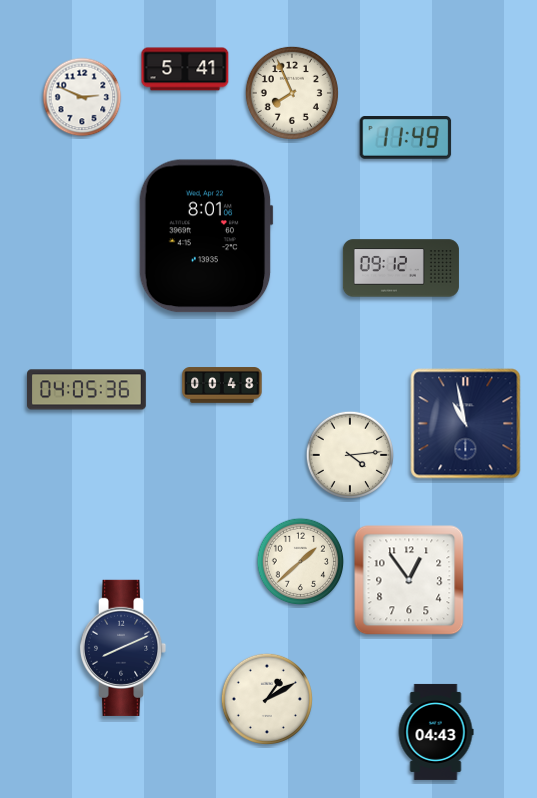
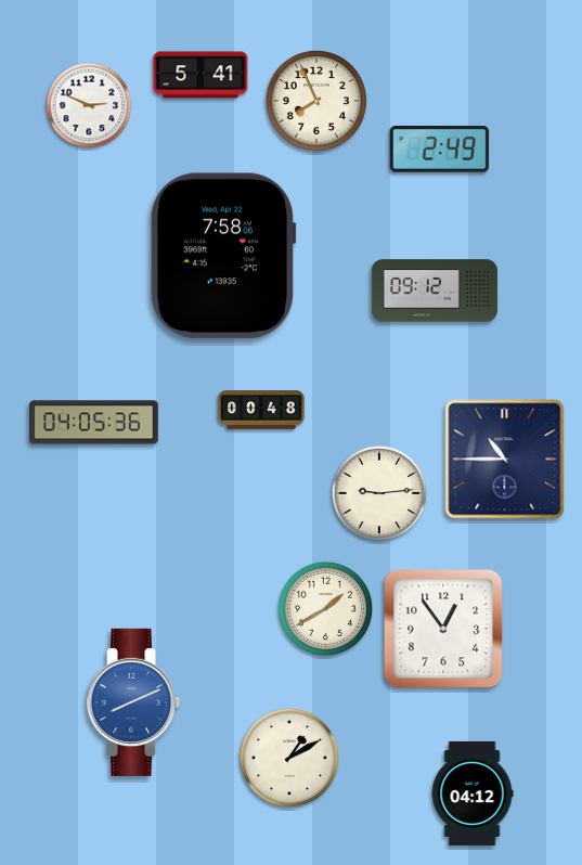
clock at (406, 138): 11:49 -> 2:49
clock at (206, 236): 8:01 -> 7:58
clock at (222, 385) position: (222, 385) -> (261, 410)
clock at (466, 424): 10:58 -> 10:45
clock at (350, 455): 4:14 -> 9:14
clock at (301, 562): 1:38 -> 1:40
clock at (123, 648) dial: navy -> blue
clock at (436, 732): 04:43 -> 04:12
